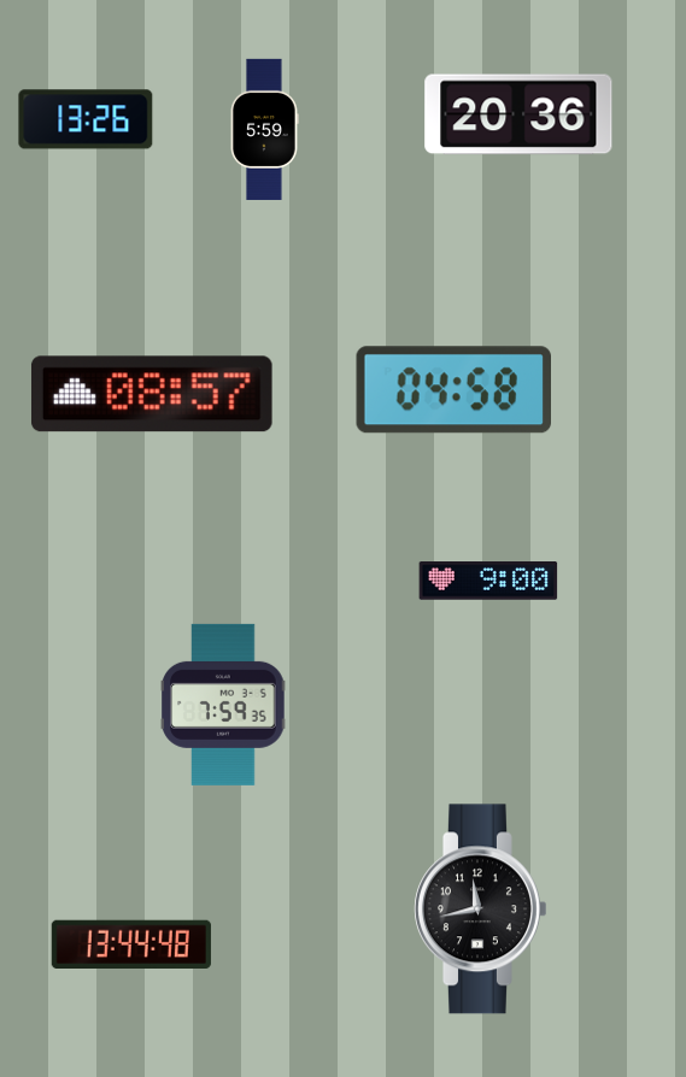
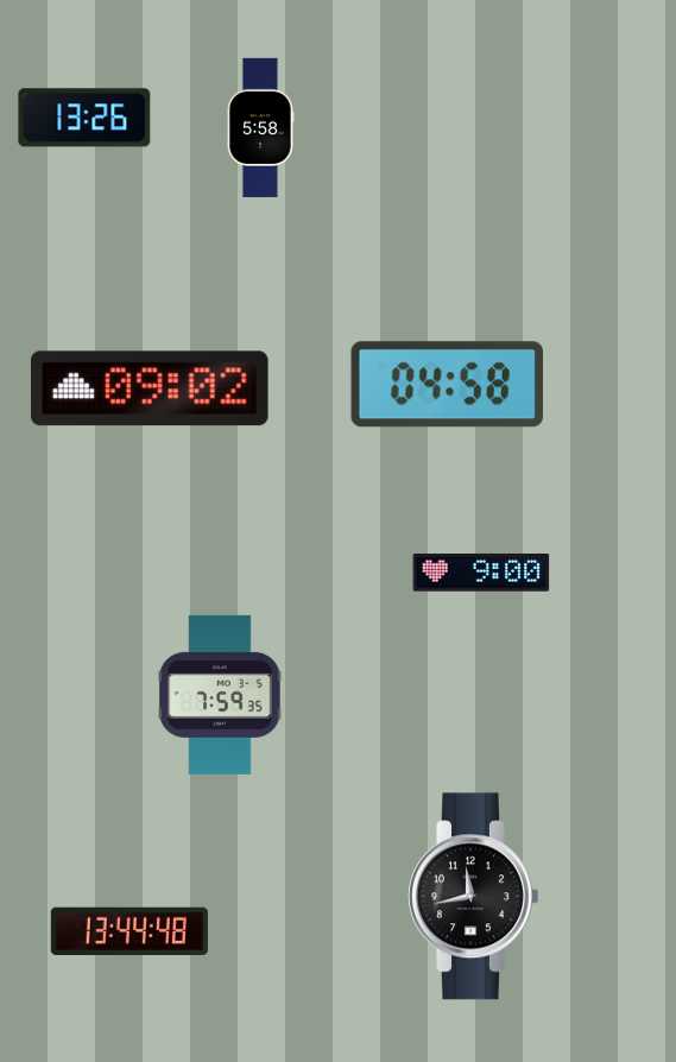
clock at (518, 114): 20:36 -> none
clock at (264, 129): 5:59 -> 5:58
clock at (152, 394): 08:57 -> 09:02
